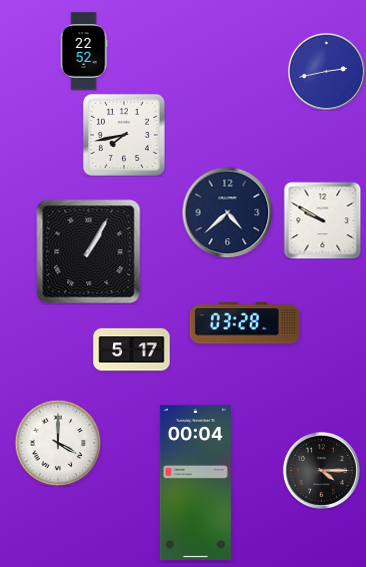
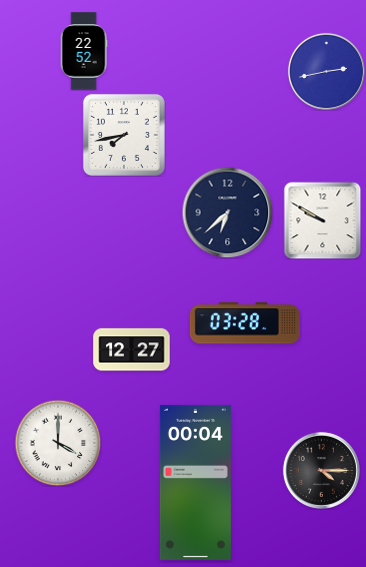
clock at (227, 212): 4:38 -> 6:38
clock at (89, 252): 1:05 -> none
clock at (132, 350): 5:17 -> 12:27
